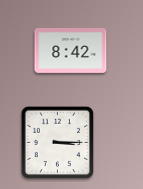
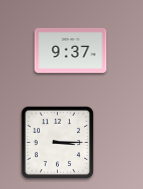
clock at (71, 50): 8:42 -> 9:37
